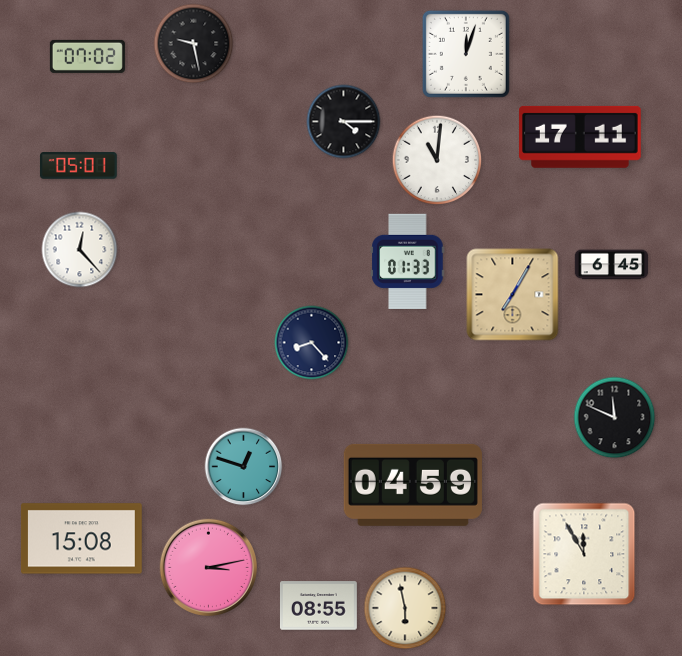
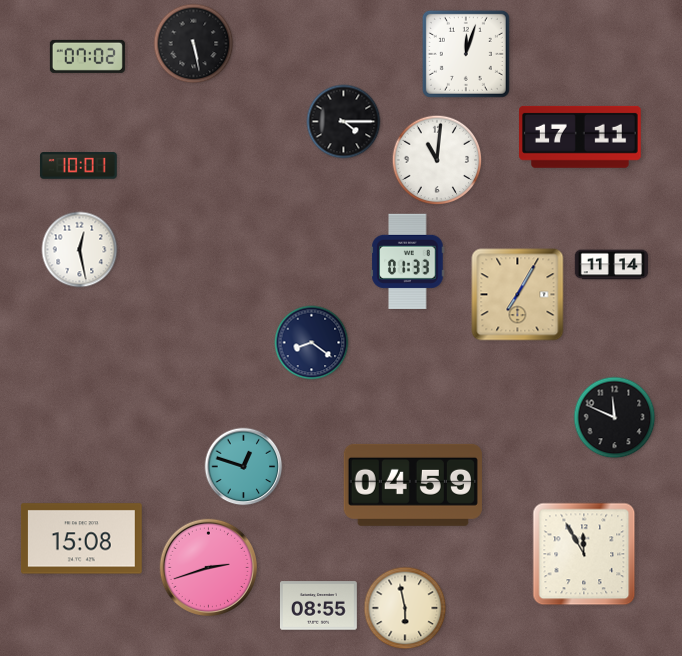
clock at (194, 44): 9:28 -> 5:28
clock at (78, 166): 05:01 -> 10:01
clock at (80, 250): 12:23 -> 12:28
clock at (612, 265): 6:45 -> 11:14
clock at (513, 295) position: (513, 295) -> (518, 295)
clock at (312, 343): 8:23 -> 8:21
clock at (208, 567): 3:13 -> 2:42
